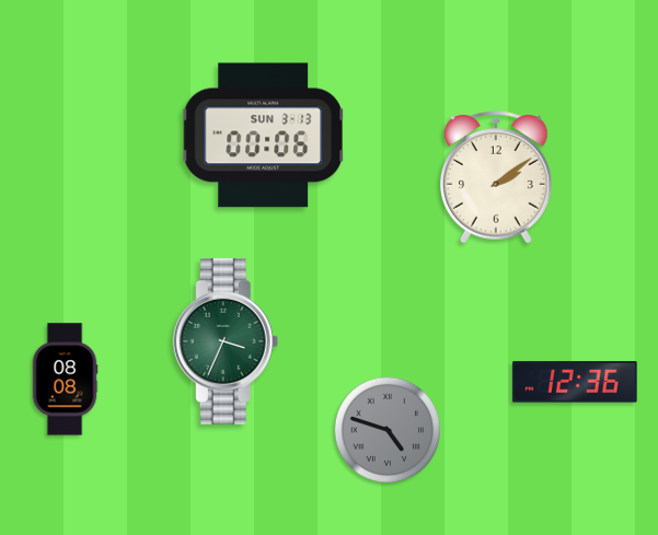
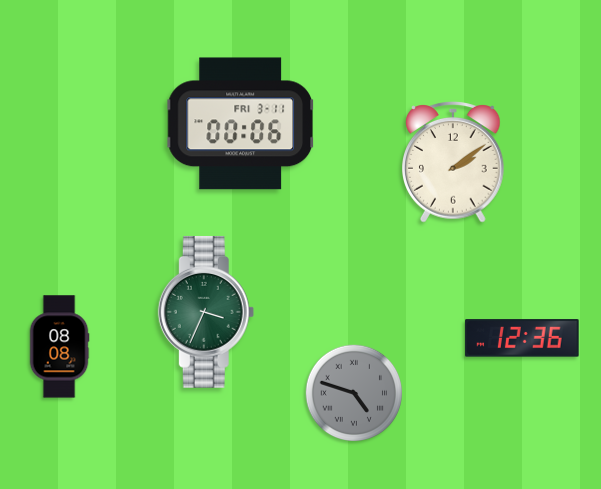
clock at (263, 136) date: SUN 3-13 -> FRI 3-11
clock at (575, 382) position: (575, 382) -> (522, 338)
